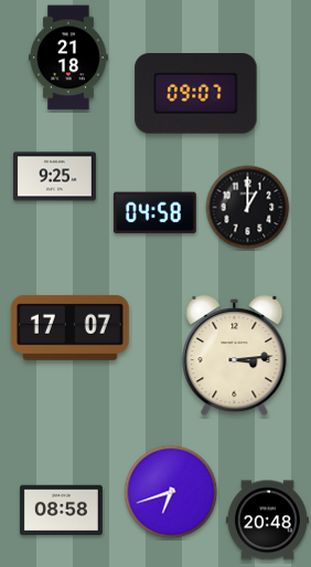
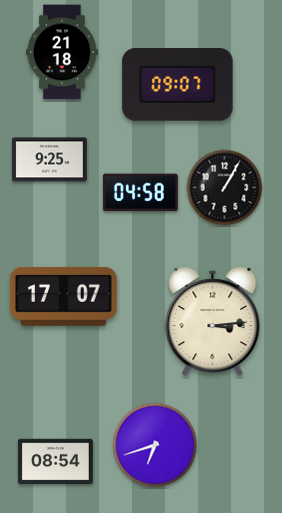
clock at (248, 208): 1:00 -> 1:05
clock at (61, 511): 08:58 -> 08:54
clock at (267, 521): 20:48 -> none
